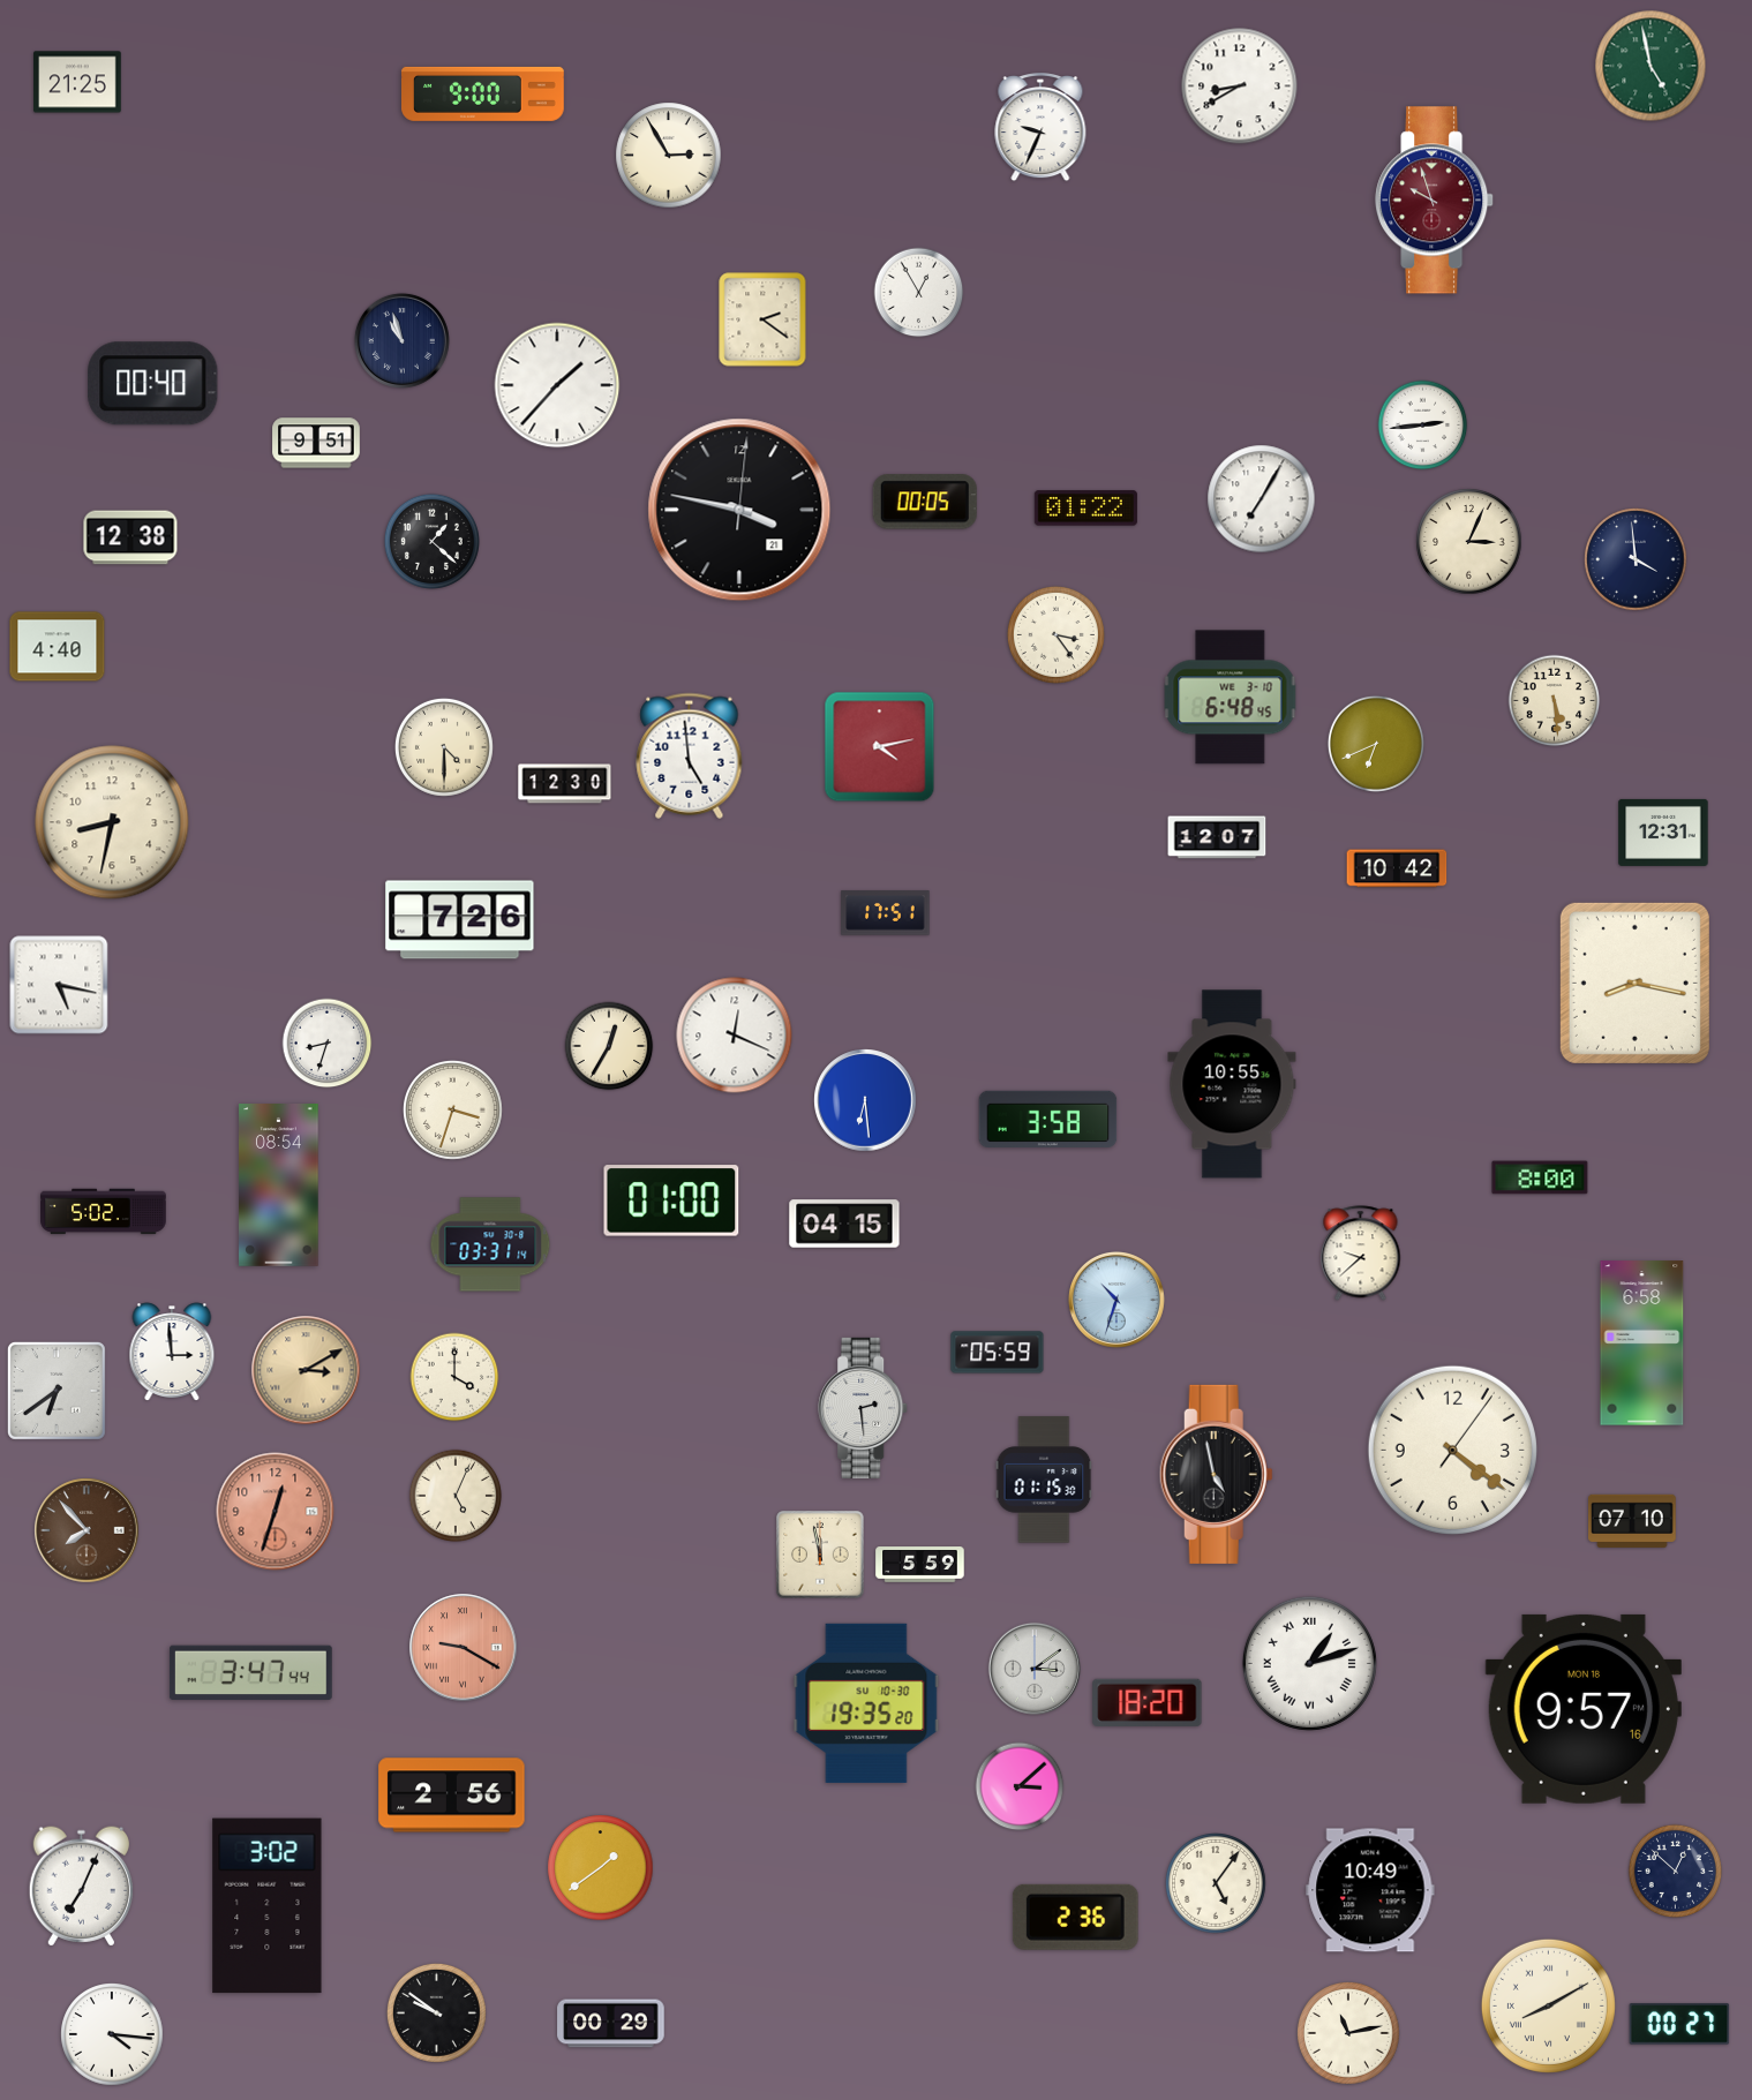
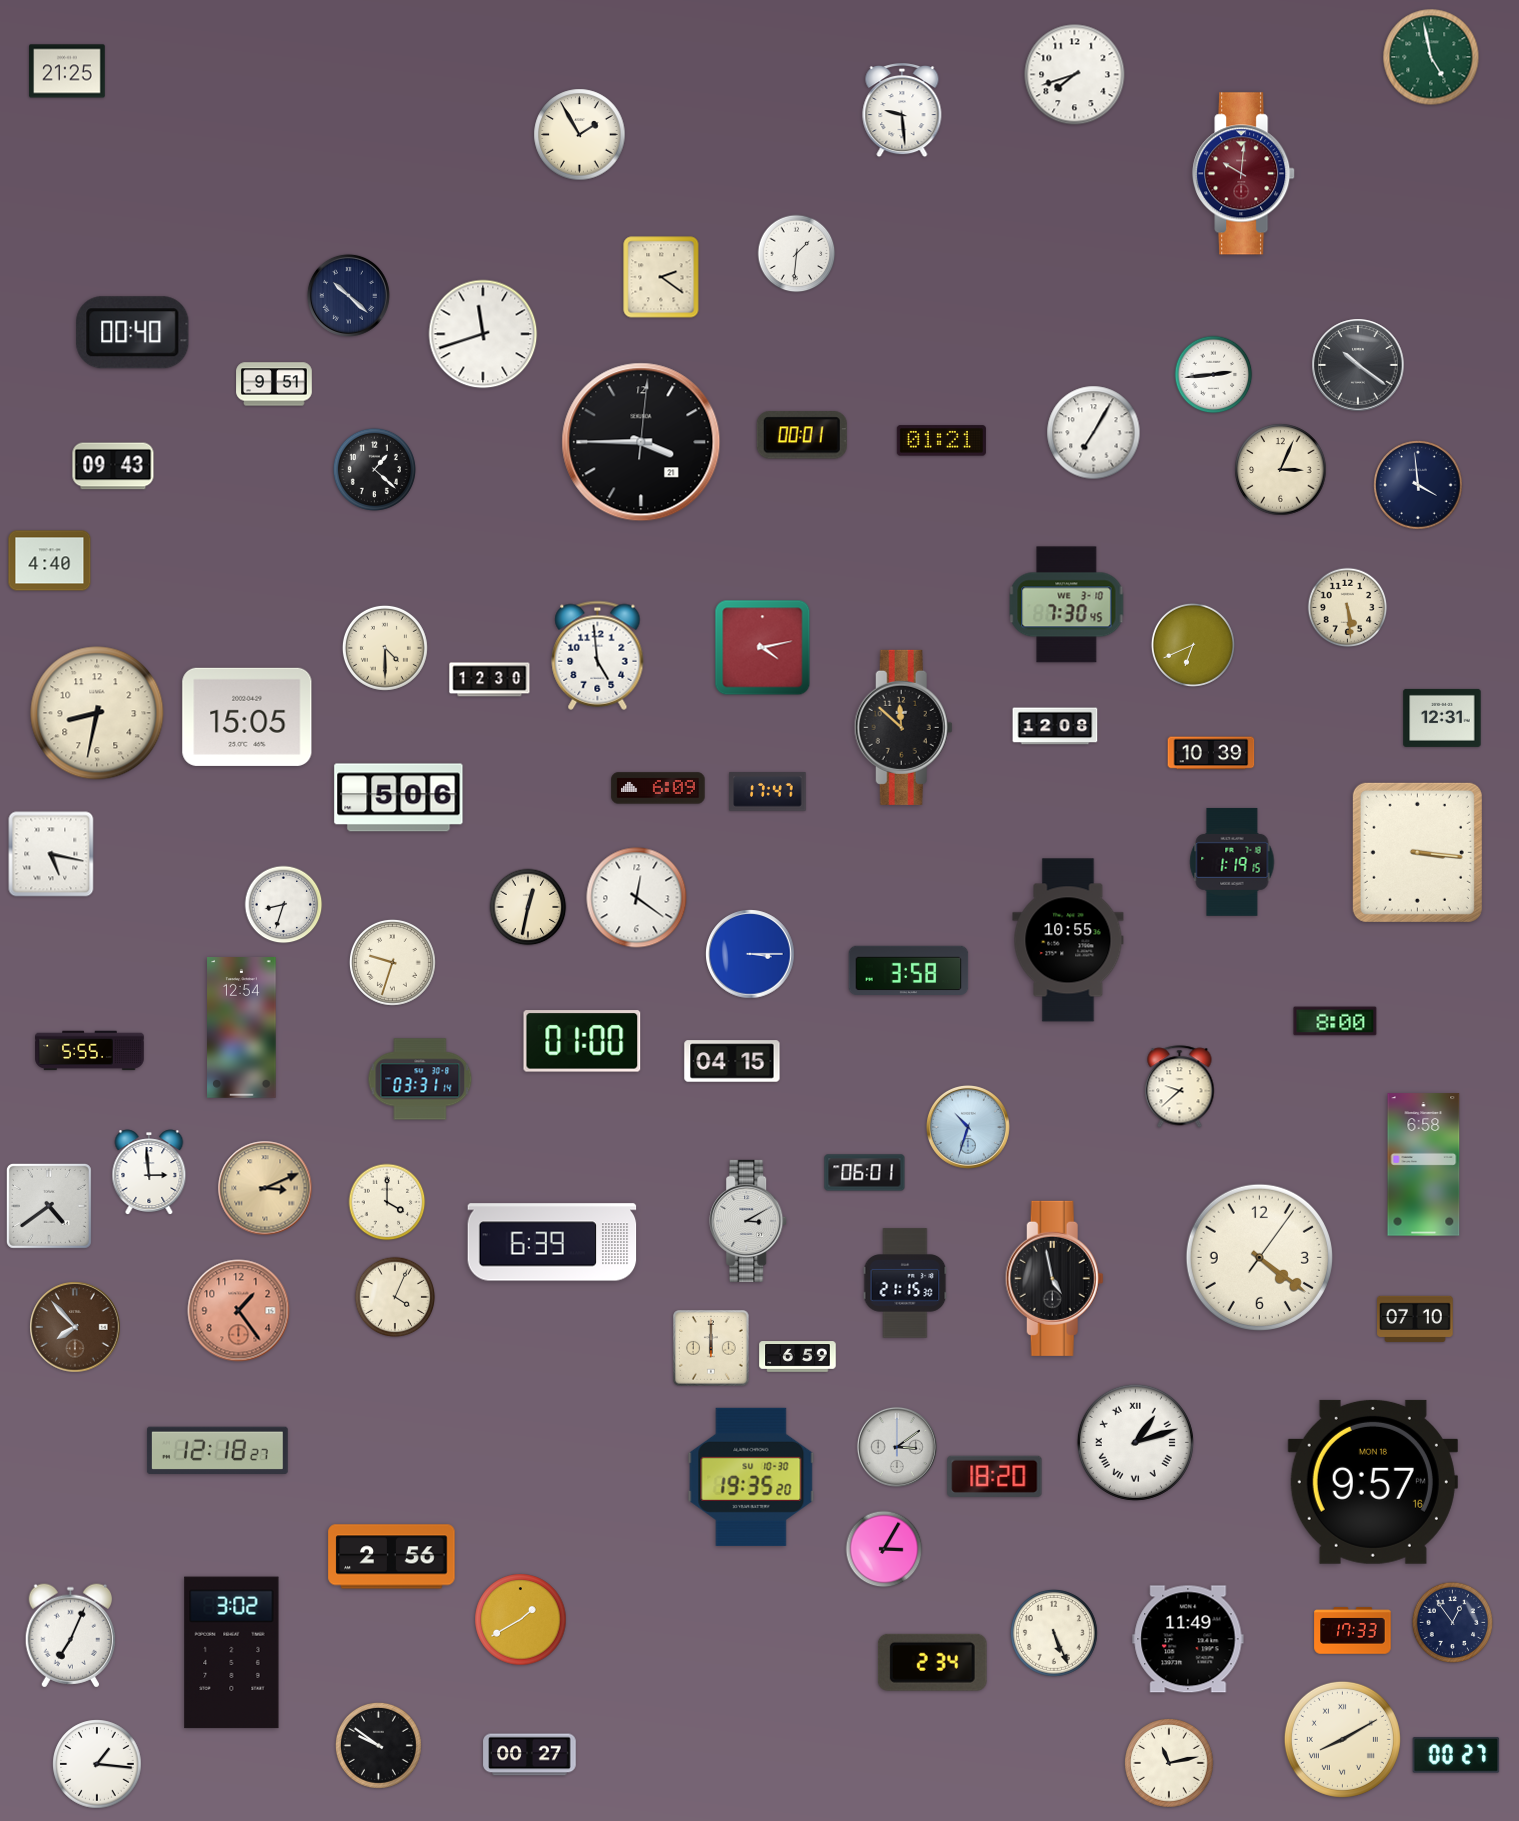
clock at (1240, 86): 8:40 -> 7:42
clock at (483, 93): 9:00 -> none
clock at (1040, 128): 9:34 -> 9:29
clock at (669, 156): 2:55 -> 1:55
clock at (1435, 201): 9:57 -> 10:01
clock at (919, 293): 12:55 -> 1:31
clock at (401, 340): 10:57 -> 10:22
clock at (557, 385): 1:37 -> 11:42
clock at (1358, 365): none -> 10:21
clock at (1423, 426) position: (1423, 426) -> (1214, 375)
clock at (925, 502): 00:05 -> 00:01
clock at (1085, 509): 01:22 -> 01:21
clock at (739, 510): 3:47 -> 3:45
clock at (130, 537): 12:38 -> 09:43
clock at (1469, 542) position: (1469, 542) -> (1281, 470)
clock at (1055, 634): 3:24 -> none
clock at (1231, 698): 6:48 -> 7:30
clock at (247, 717): none -> 15:05
clock at (1663, 833) position: (1663, 833) -> (1442, 718)
clock at (1217, 837): 12:07 -> 12:08
clock at (903, 727): none -> 11:52
clock at (1397, 868): 10:42 -> 10:39
clock at (658, 788): none -> 6:09
clock at (886, 913): 17:51 -> 17:47
clock at (460, 920): 7:26 -> 5:06
clock at (1634, 983): 8:17 -> 3:16
clock at (1232, 862): none -> 1:19
clock at (735, 1036): 12:19 -> 12:21
clock at (609, 1046): 12:35 -> 12:32
clock at (865, 1100): 6:29 -> 3:15
clock at (452, 1109): 3:33 -> 9:33
clock at (279, 1186): 08:54 -> 12:54
clock at (104, 1212): 5:02 -> 5:55
clock at (490, 1244) position: (490, 1244) -> (420, 1079)
clock at (998, 1353): 05:59 -> 06:01
clock at (306, 1370): 3:10 -> 3:11
clock at (454, 1377) position: (454, 1377) -> (387, 1202)
clock at (57, 1391): 6:39 -> 4:39
clock at (864, 1408): 2:29 -> 3:10
clock at (552, 1242): none -> 6:39
clock at (1044, 1480): 01:15 -> 21:15
clock at (456, 1496): 5:04 -> 4:04
clock at (276, 1512): 12:33 -> 1:24
clock at (821, 1556): 11:58 -> 12:00
clock at (920, 1565): 5:59 -> 6:59
clock at (464, 1648): 9:20 -> none
clock at (250, 1673): 3:47 -> 12:18
clock at (1020, 1786): 3:08 -> 3:05
clock at (601, 1868): 1:39 -> 1:40
clock at (1675, 1871): 12:52 -> 12:54
clock at (1353, 1631): none -> 17:33
clock at (1217, 1884): 5:06 -> 5:26
clock at (1370, 1890): 10:49 -> 11:49
clock at (1075, 1917): 2:36 -> 2:34
clock at (611, 2024): 00:29 -> 00:27
clock at (112, 2034): 4:16 -> 1:16
